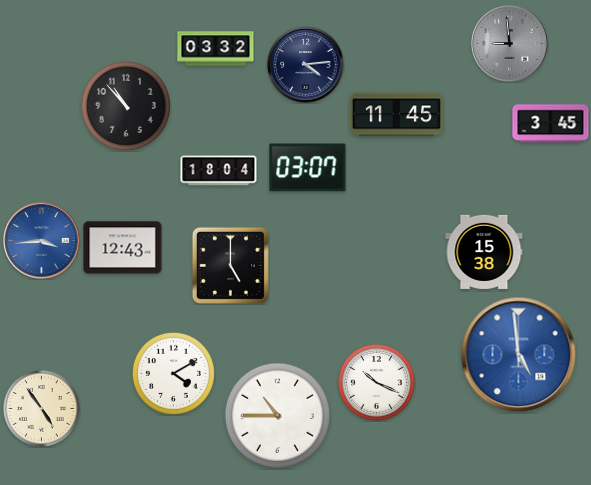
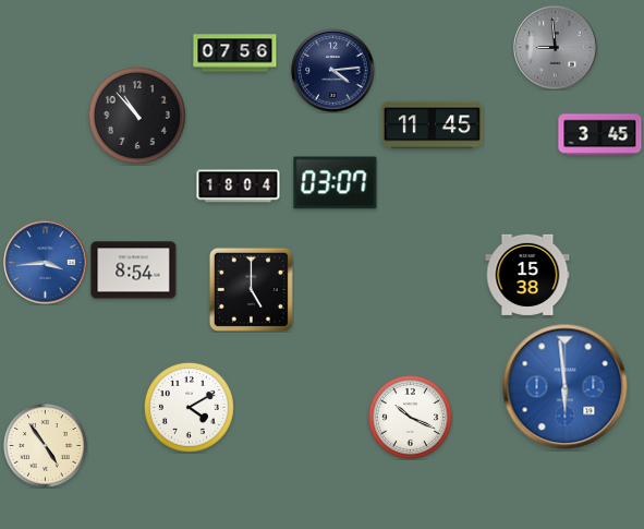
clock at (216, 49): 03:32 -> 07:56
clock at (123, 248): 12:43 -> 8:54
clock at (519, 355): 4:59 -> 5:59
clock at (277, 415): 10:45 -> none
